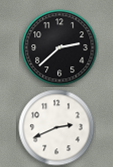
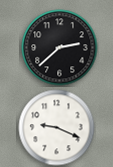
clock at (57, 128): 2:41 -> 9:19
